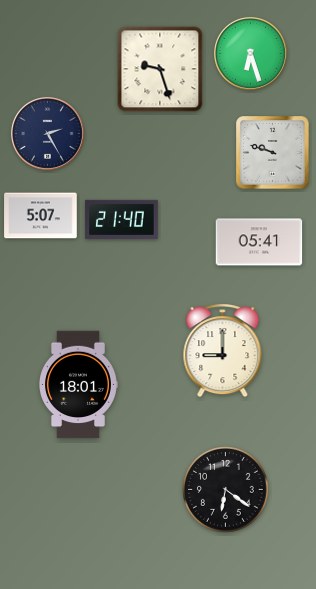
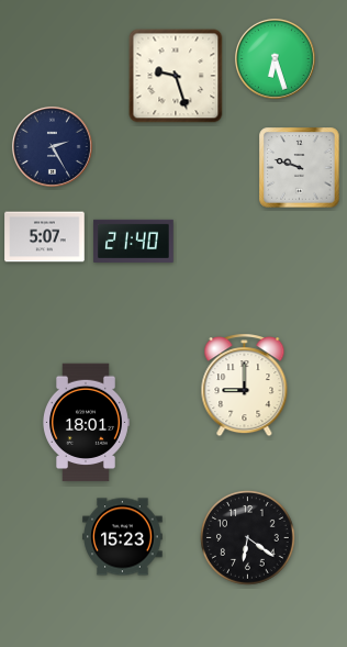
clock at (259, 242): 05:41 -> none
clock at (123, 537): none -> 15:23
